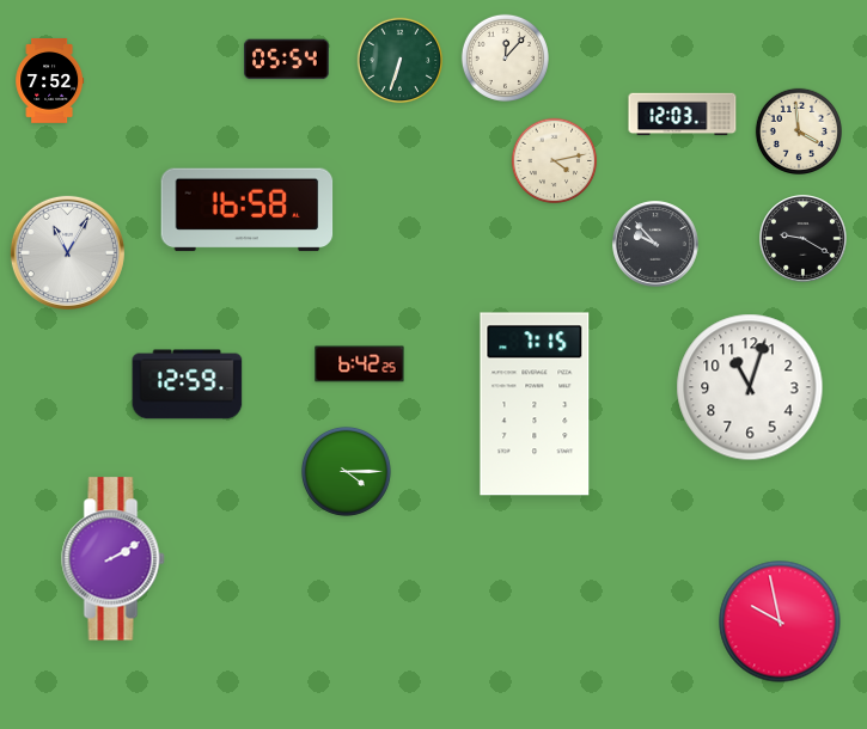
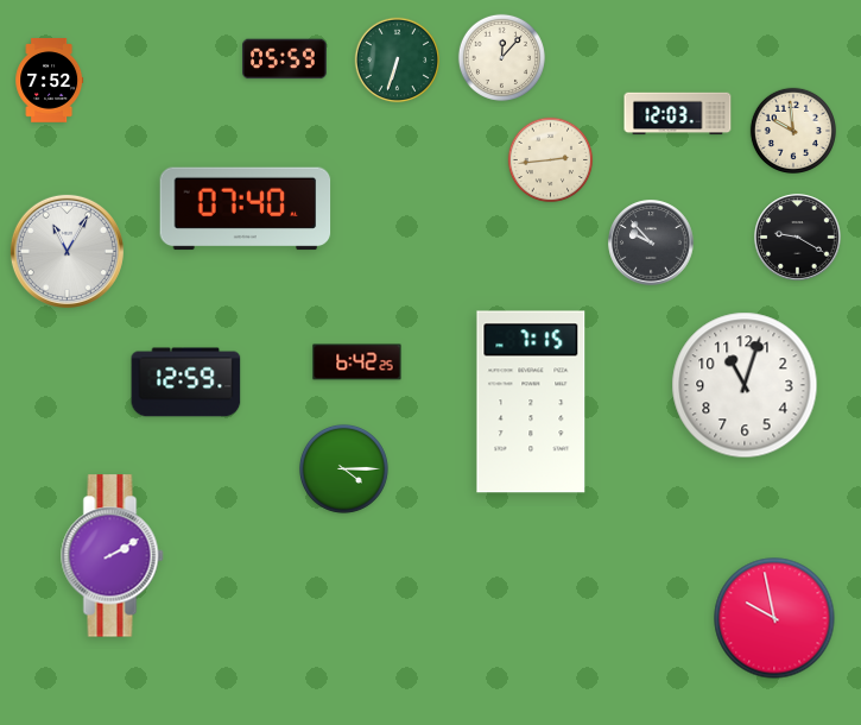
clock at (287, 60): 05:54 -> 05:59
clock at (798, 130): 3:59 -> 9:59
clock at (555, 161): 4:13 -> 2:44
clock at (248, 210): 16:58 -> 07:40
